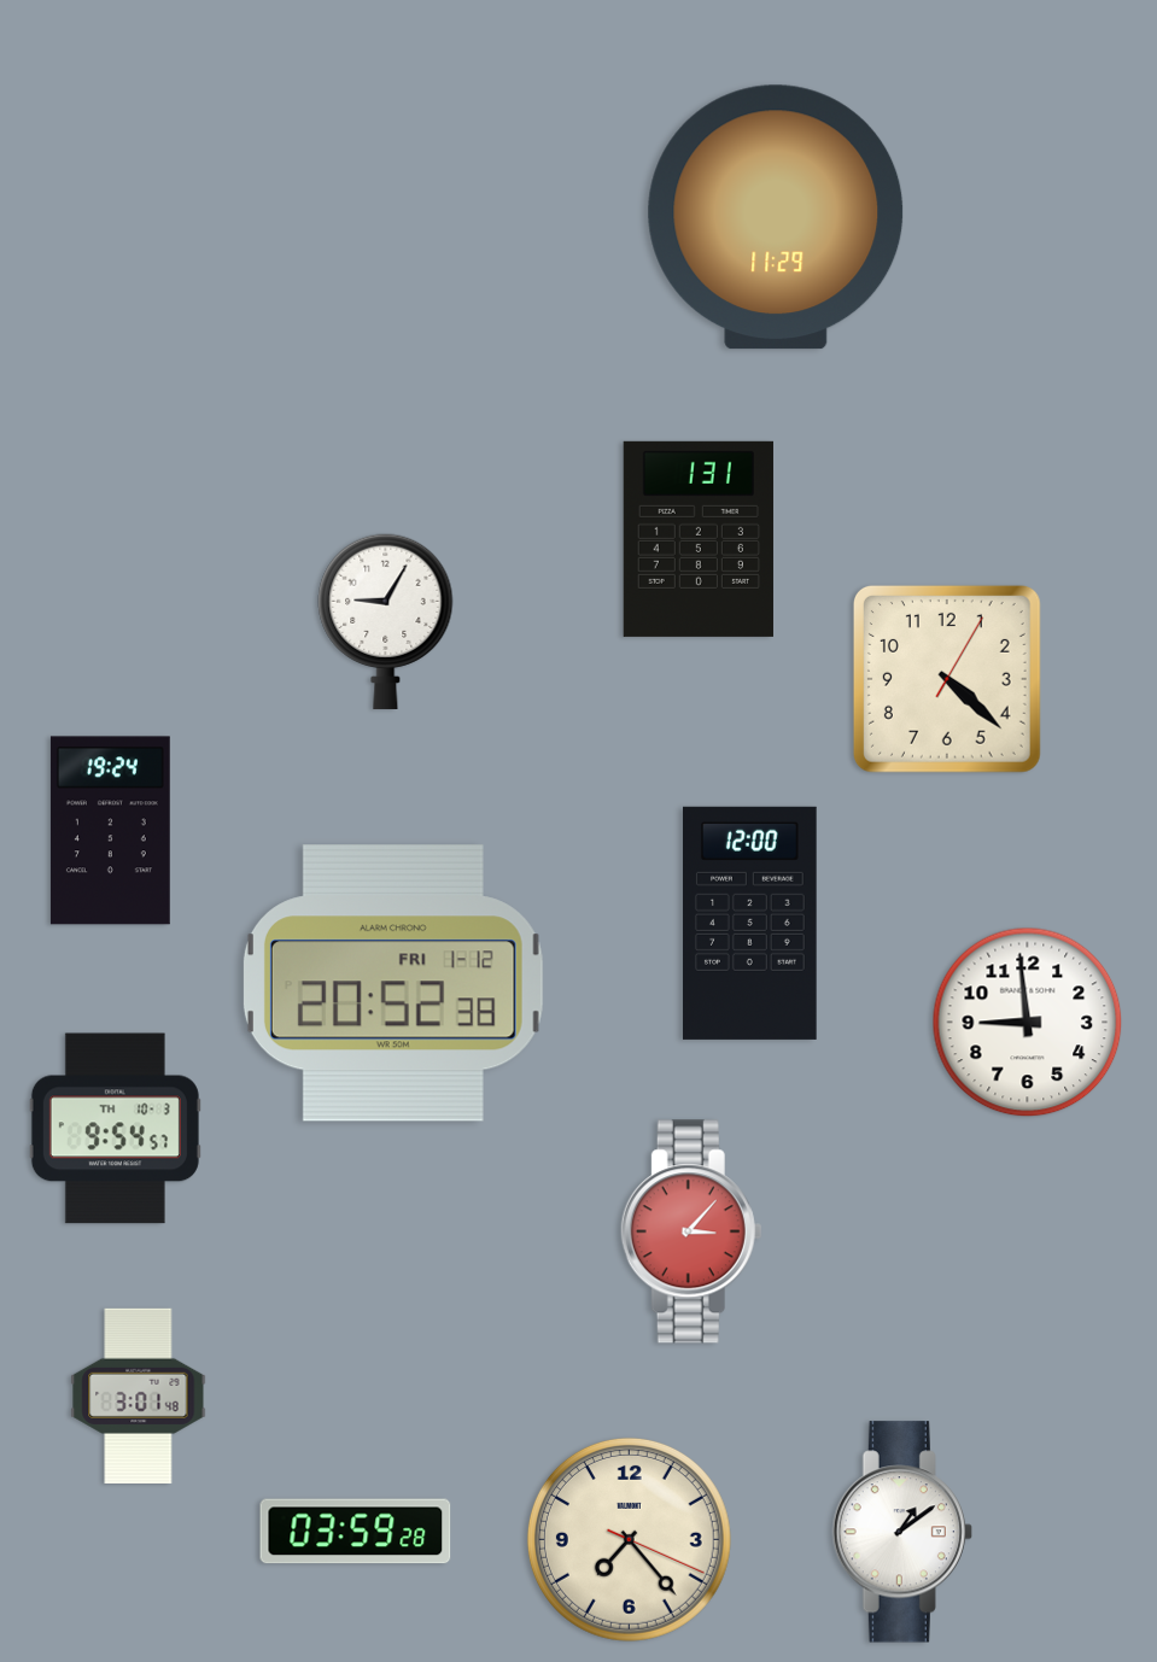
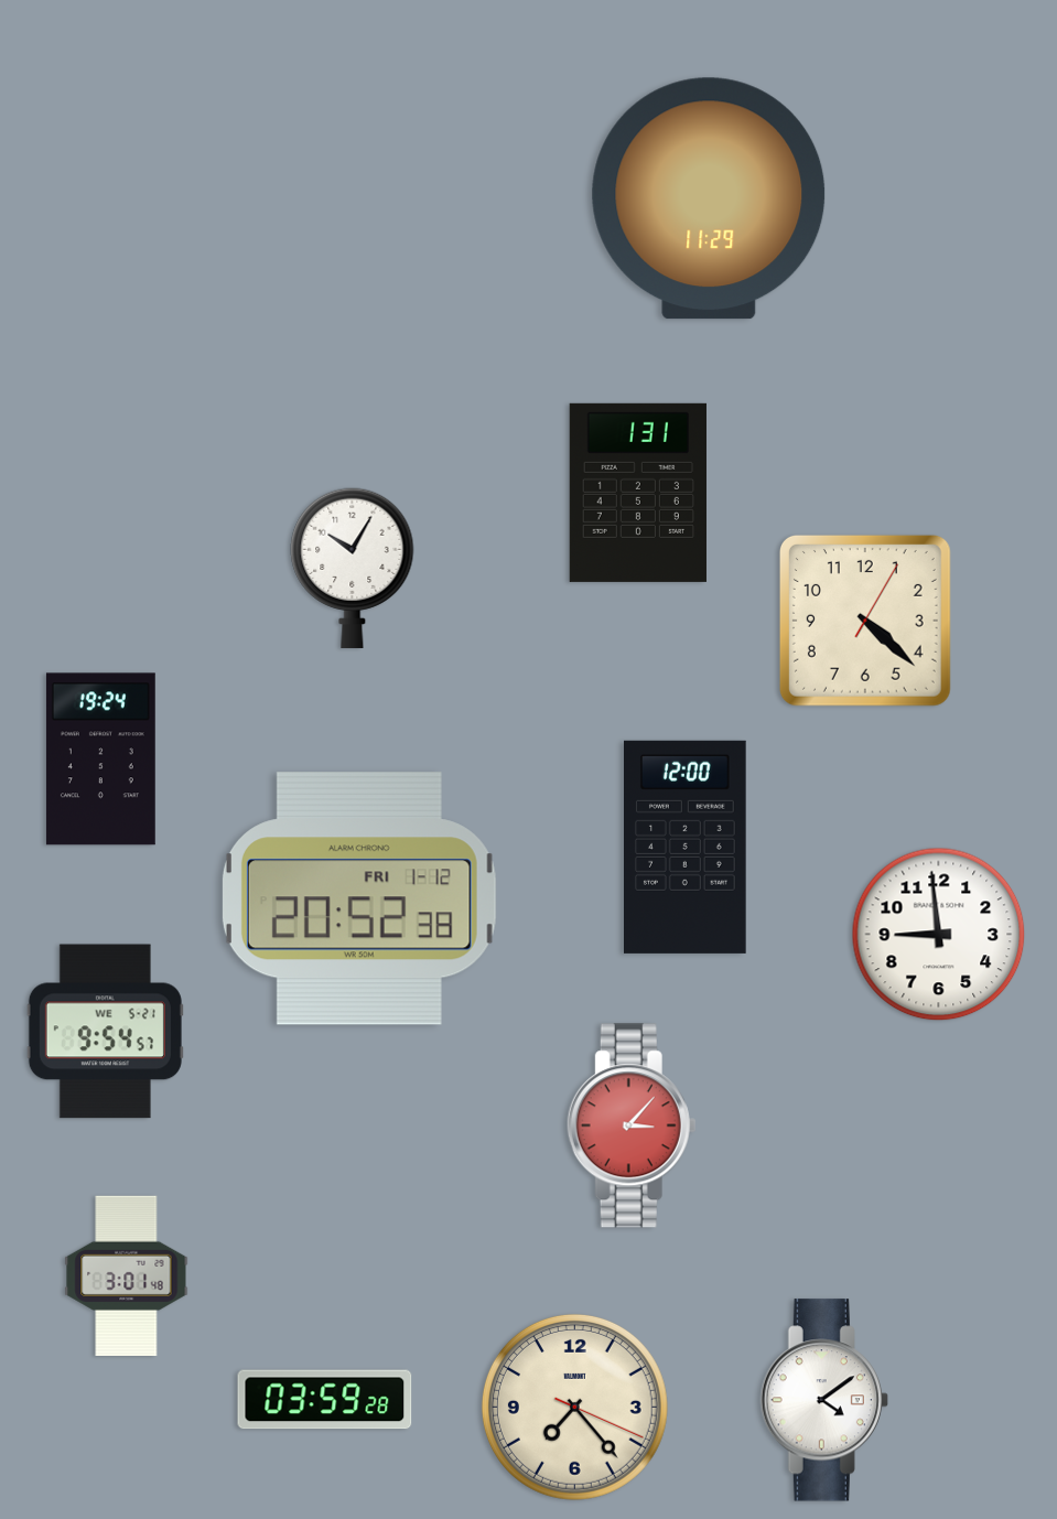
clock at (386, 621): 9:05 -> 10:05
clock at (750, 923) position: (750, 923) -> (686, 847)
clock at (115, 1129) date: TH 10-3 -> WE 5-21
clock at (902, 1532): 1:09 -> 4:09
